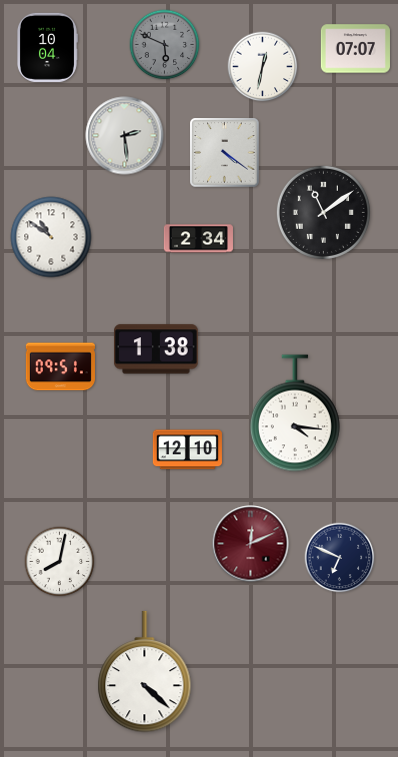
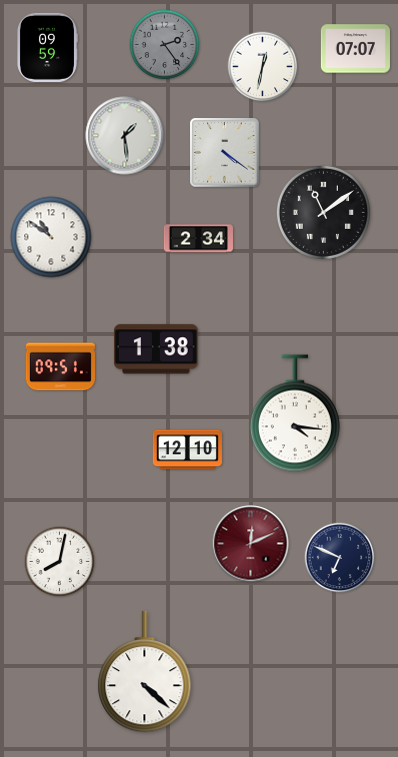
clock at (165, 45): 5:49 -> 2:24
clock at (48, 47): 10:04 -> 09:59
clock at (125, 136): 2:29 -> 1:29
